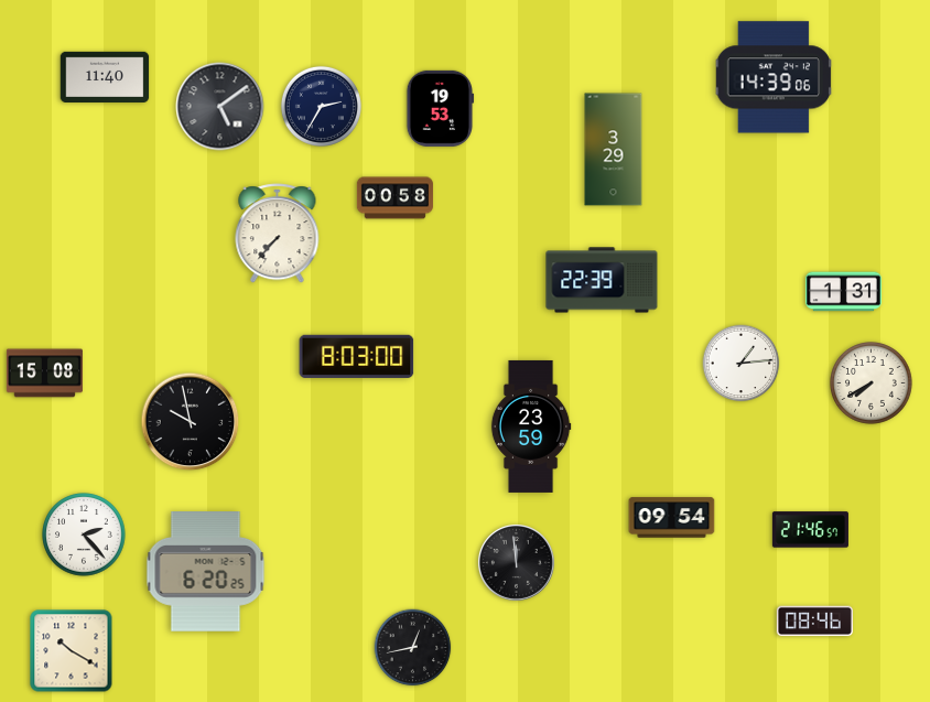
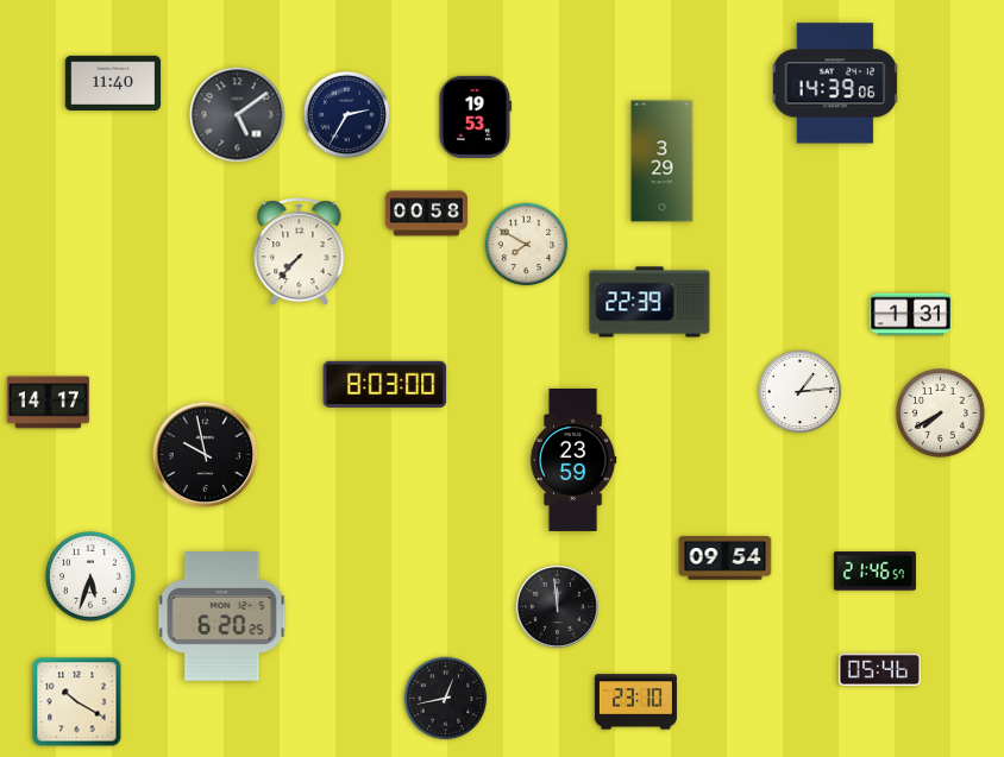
clock at (527, 245): none -> 7:50
clock at (44, 374): 15:08 -> 14:17
clock at (84, 534): 2:23 -> 5:33
clock at (814, 622): 08:46 -> 05:46
clock at (635, 702): none -> 23:10
